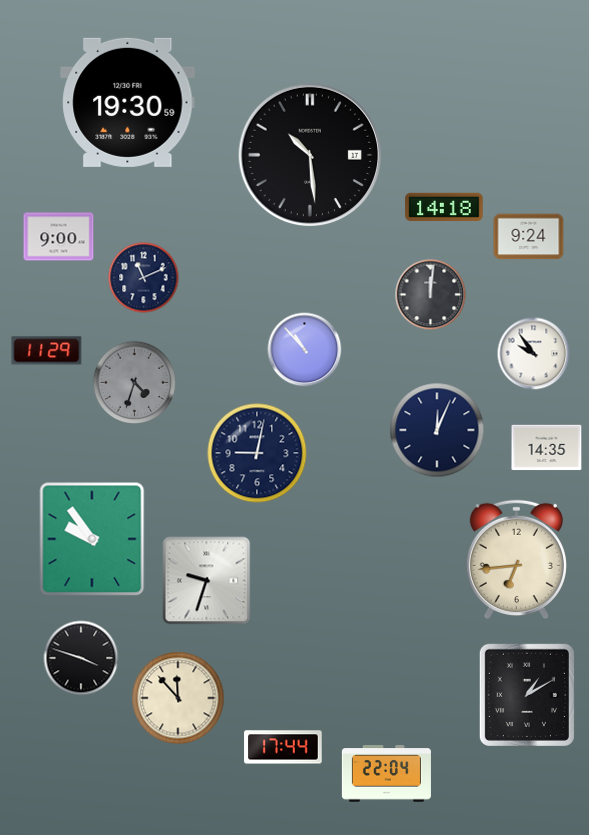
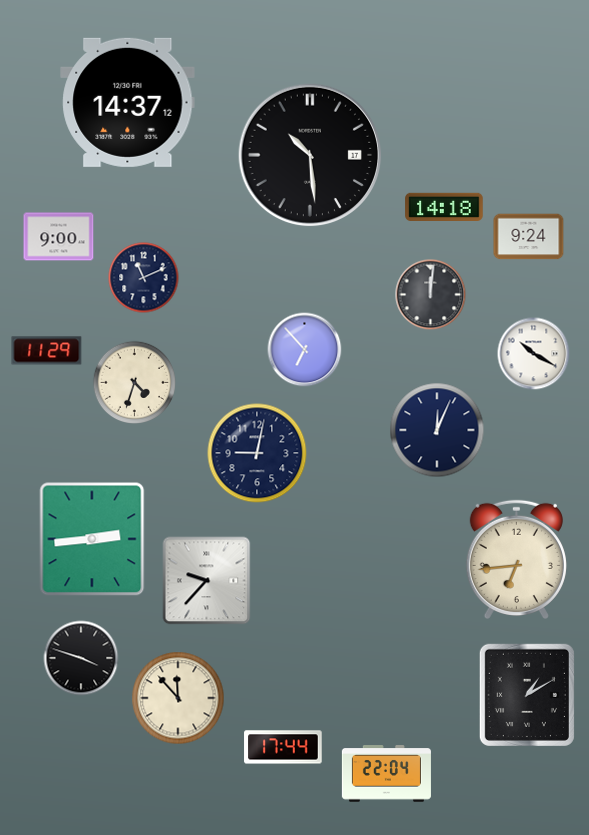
clock at (128, 102): 19:30 -> 14:37
clock at (305, 350): 10:53 -> 6:53
clock at (534, 354): 9:54 -> 10:20
clock at (134, 382) dial: grey -> cream
clock at (547, 448): 14:35 -> none
clock at (92, 539): 9:54 -> 2:44
clock at (207, 581): 9:33 -> 9:37
